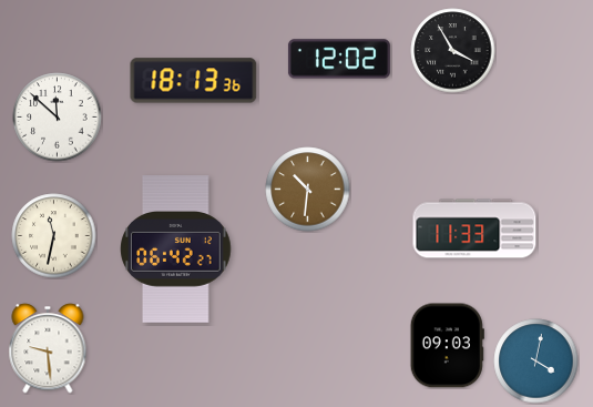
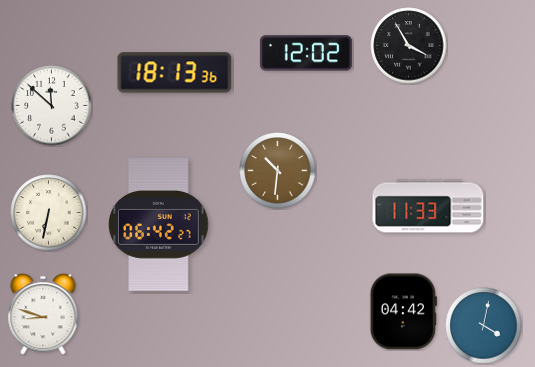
clock at (54, 236): 11:32 -> 6:32
clock at (447, 346): 09:03 -> 04:42
clock at (48, 348): 9:29 -> 8:48
